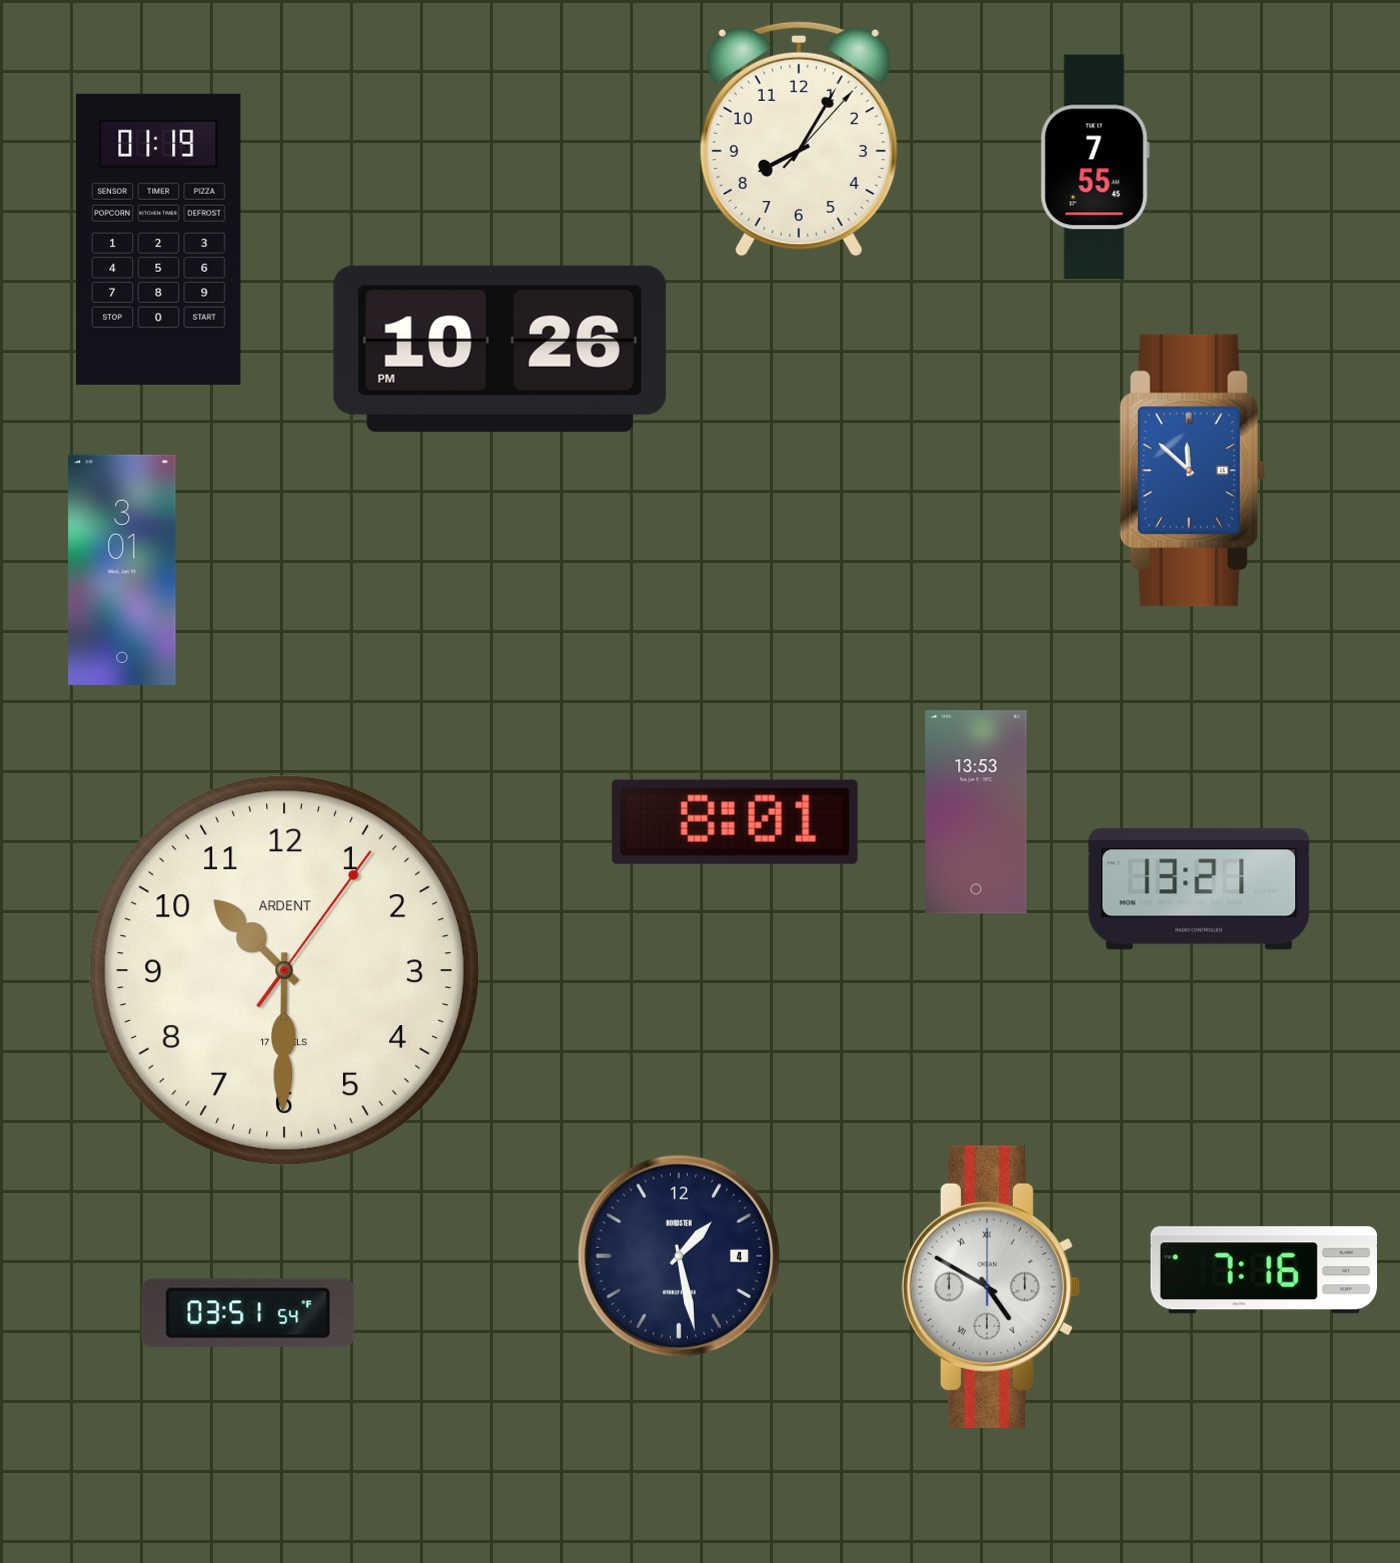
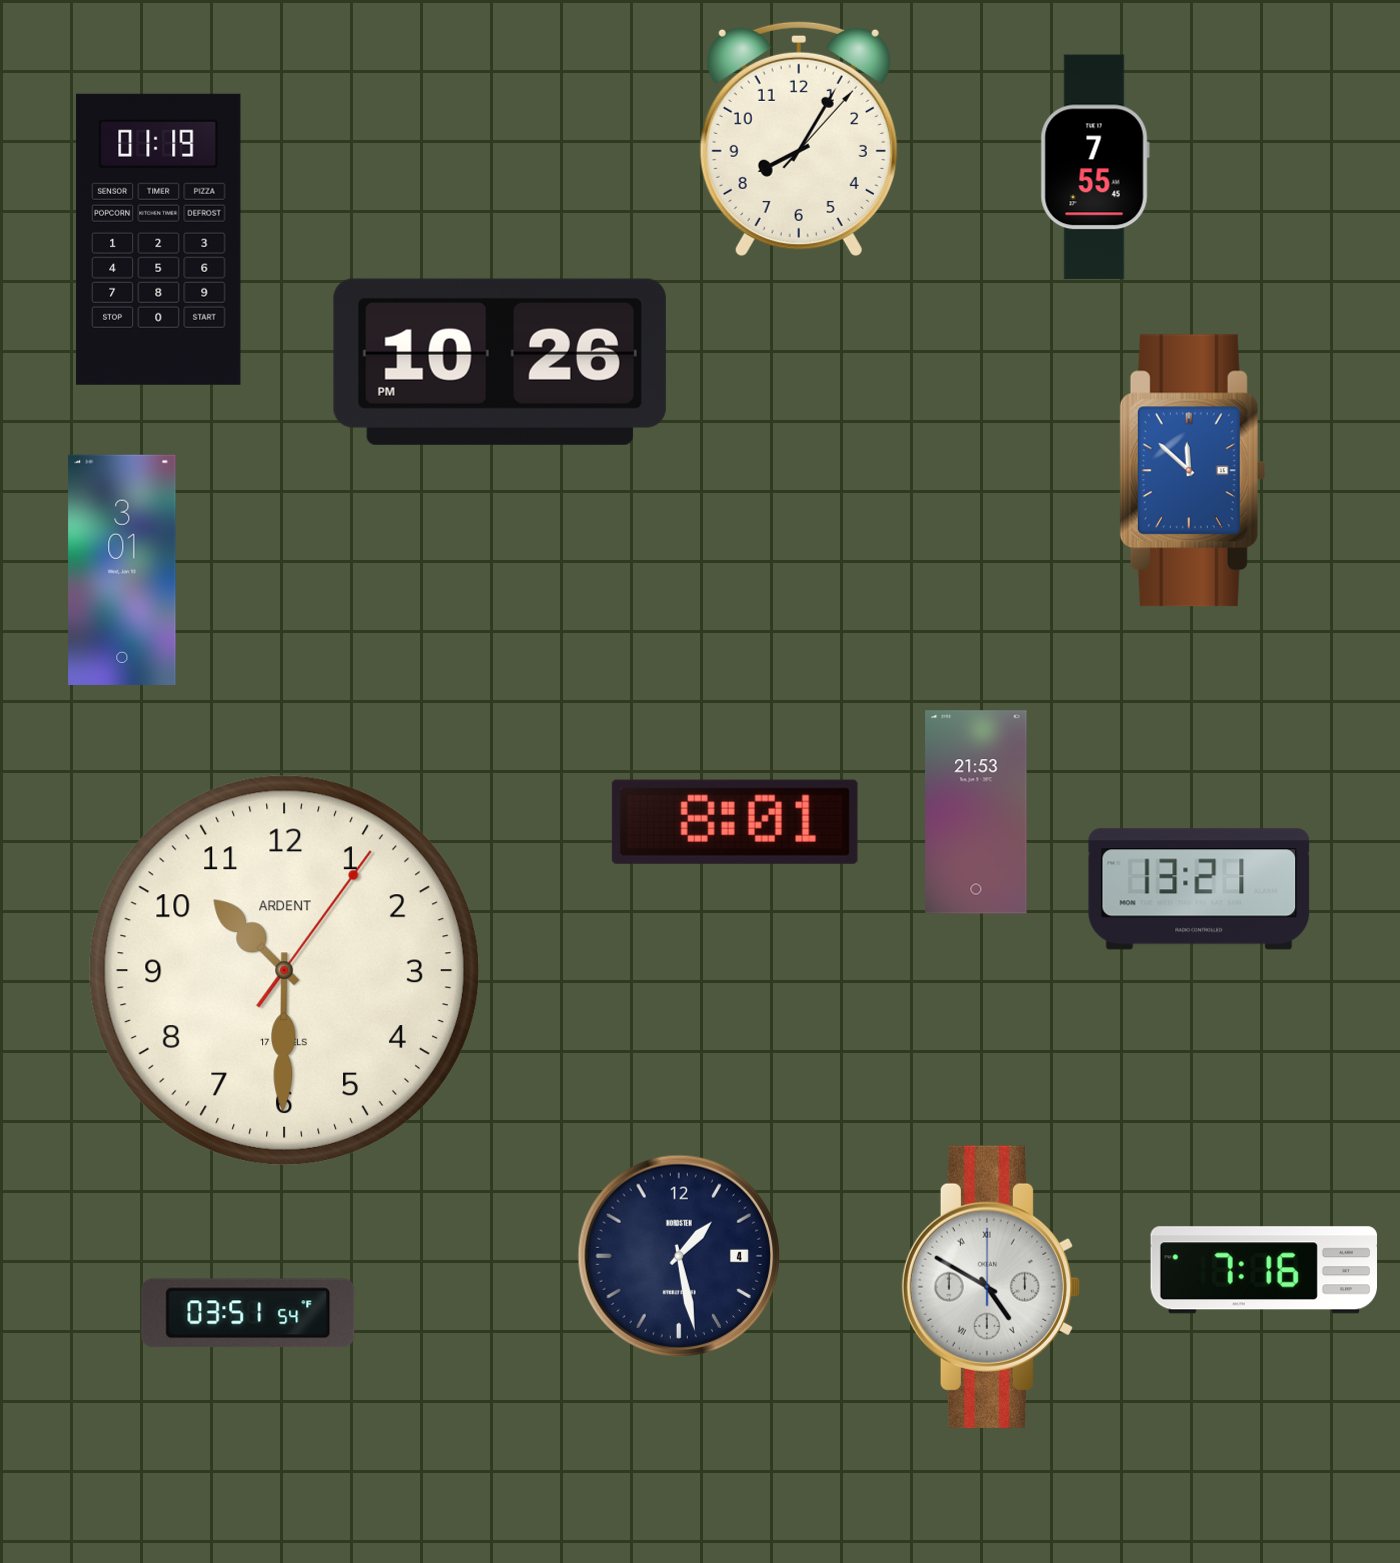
clock at (500, 349) position: (500, 349) -> (500, 362)
clock at (976, 812): 13:53 -> 21:53
